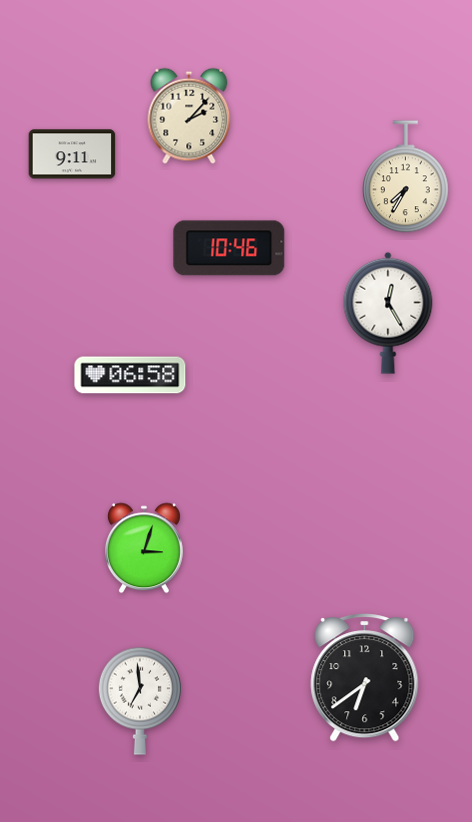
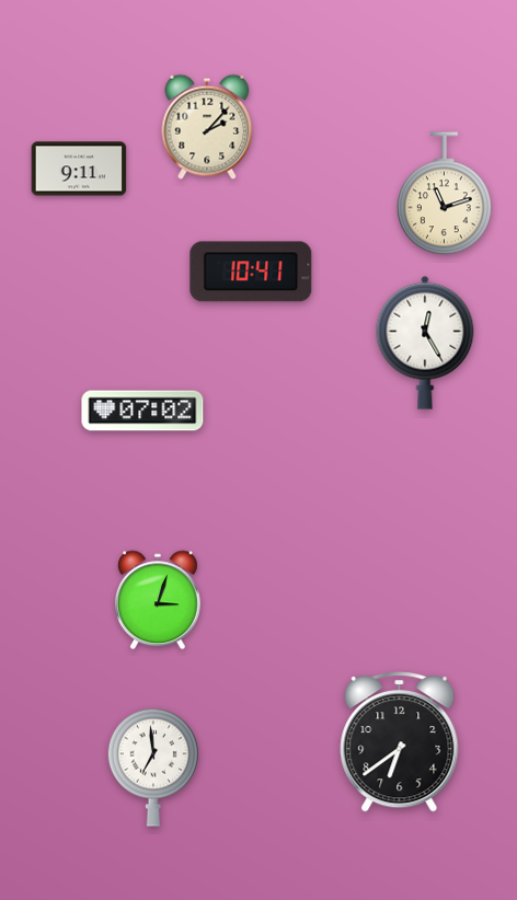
clock at (406, 177): 7:35 -> 11:12
clock at (229, 248): 10:46 -> 10:41
clock at (130, 375): 06:58 -> 07:02
